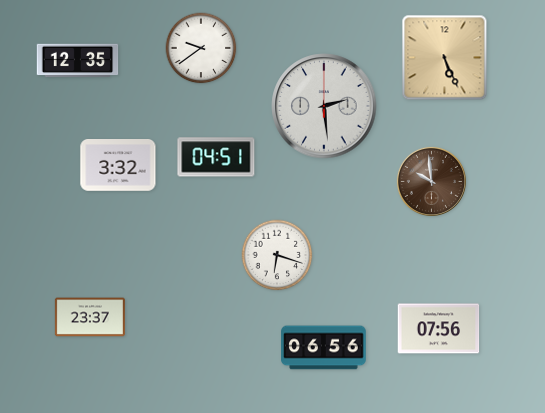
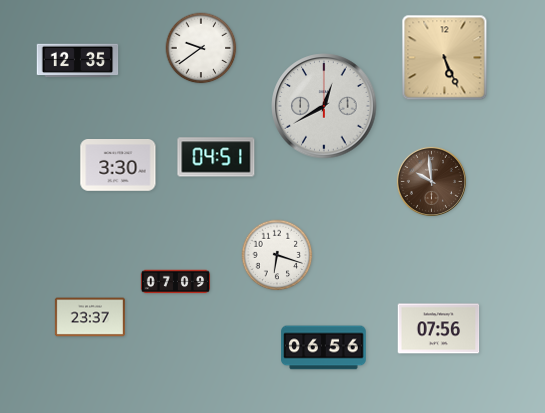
clock at (324, 106): 2:29 -> 12:40
clock at (118, 165): 3:32 -> 3:30
clock at (176, 282): none -> 07:09
